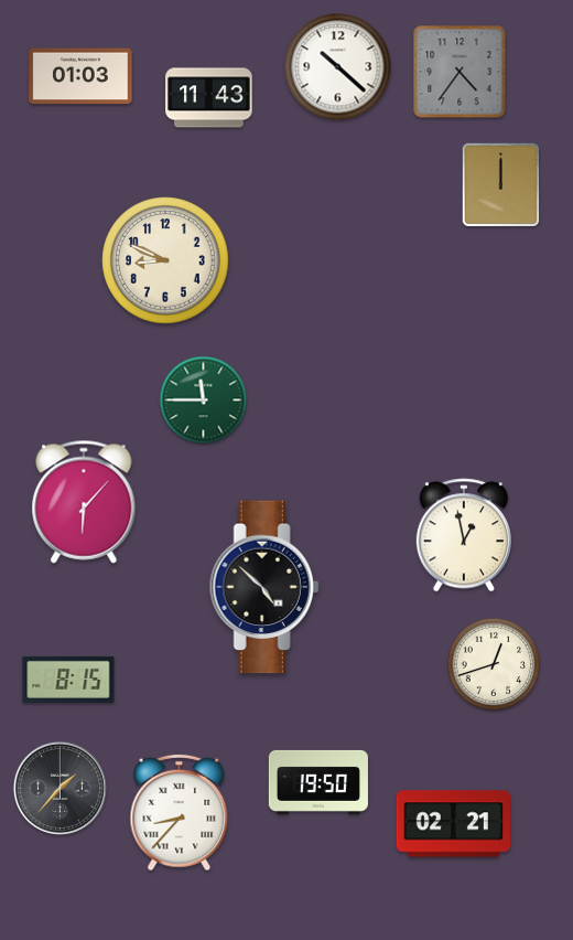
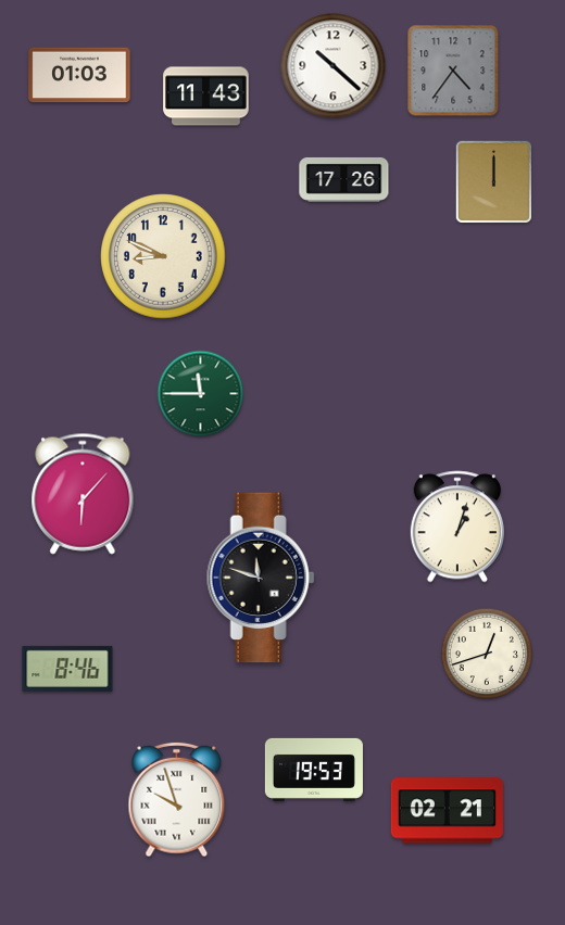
clock at (344, 179): none -> 17:26
clock at (464, 535): 12:58 -> 1:03
clock at (264, 587): 4:52 -> 11:48
clock at (68, 680): 8:15 -> 8:46
clock at (318, 782): 19:50 -> 19:53
clock at (60, 788): 1:37 -> none
clock at (180, 813): 8:37 -> 9:57
